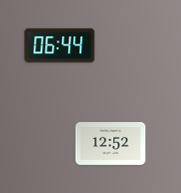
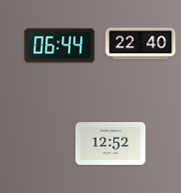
clock at (141, 44): none -> 22:40
